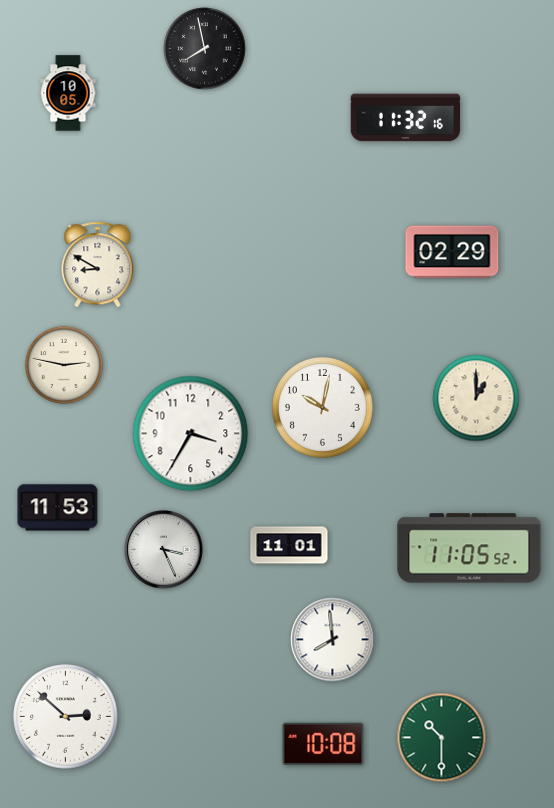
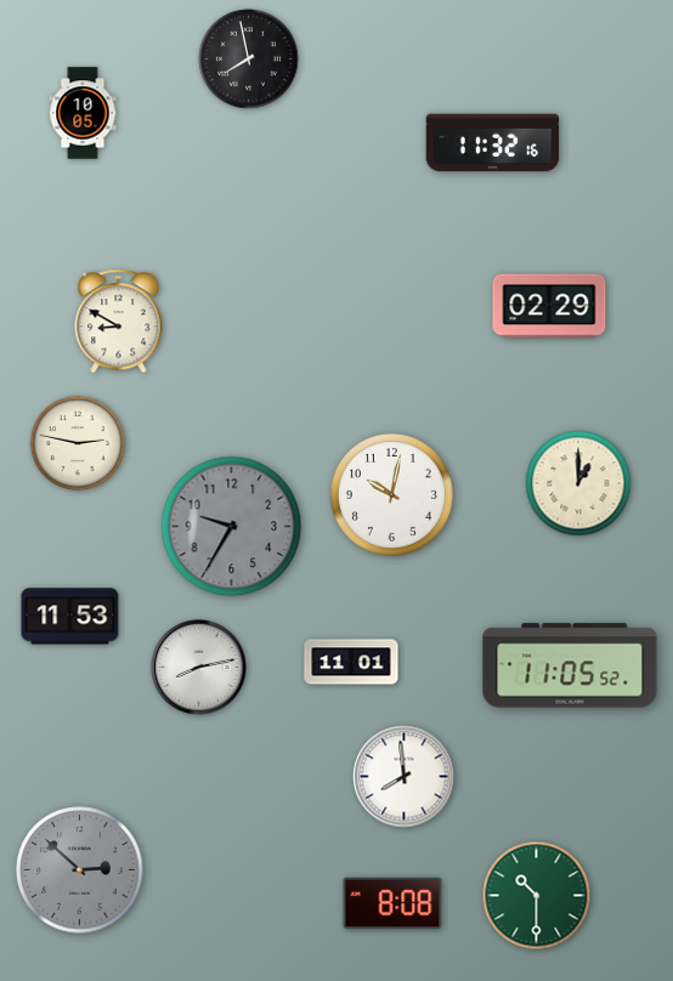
clock at (191, 434): 3:35 -> 9:35
clock at (191, 434) dial: white -> grey
clock at (164, 550): 3:26 -> 8:13
clock at (66, 717) dial: white -> grey
clock at (323, 744): 10:08 -> 8:08
